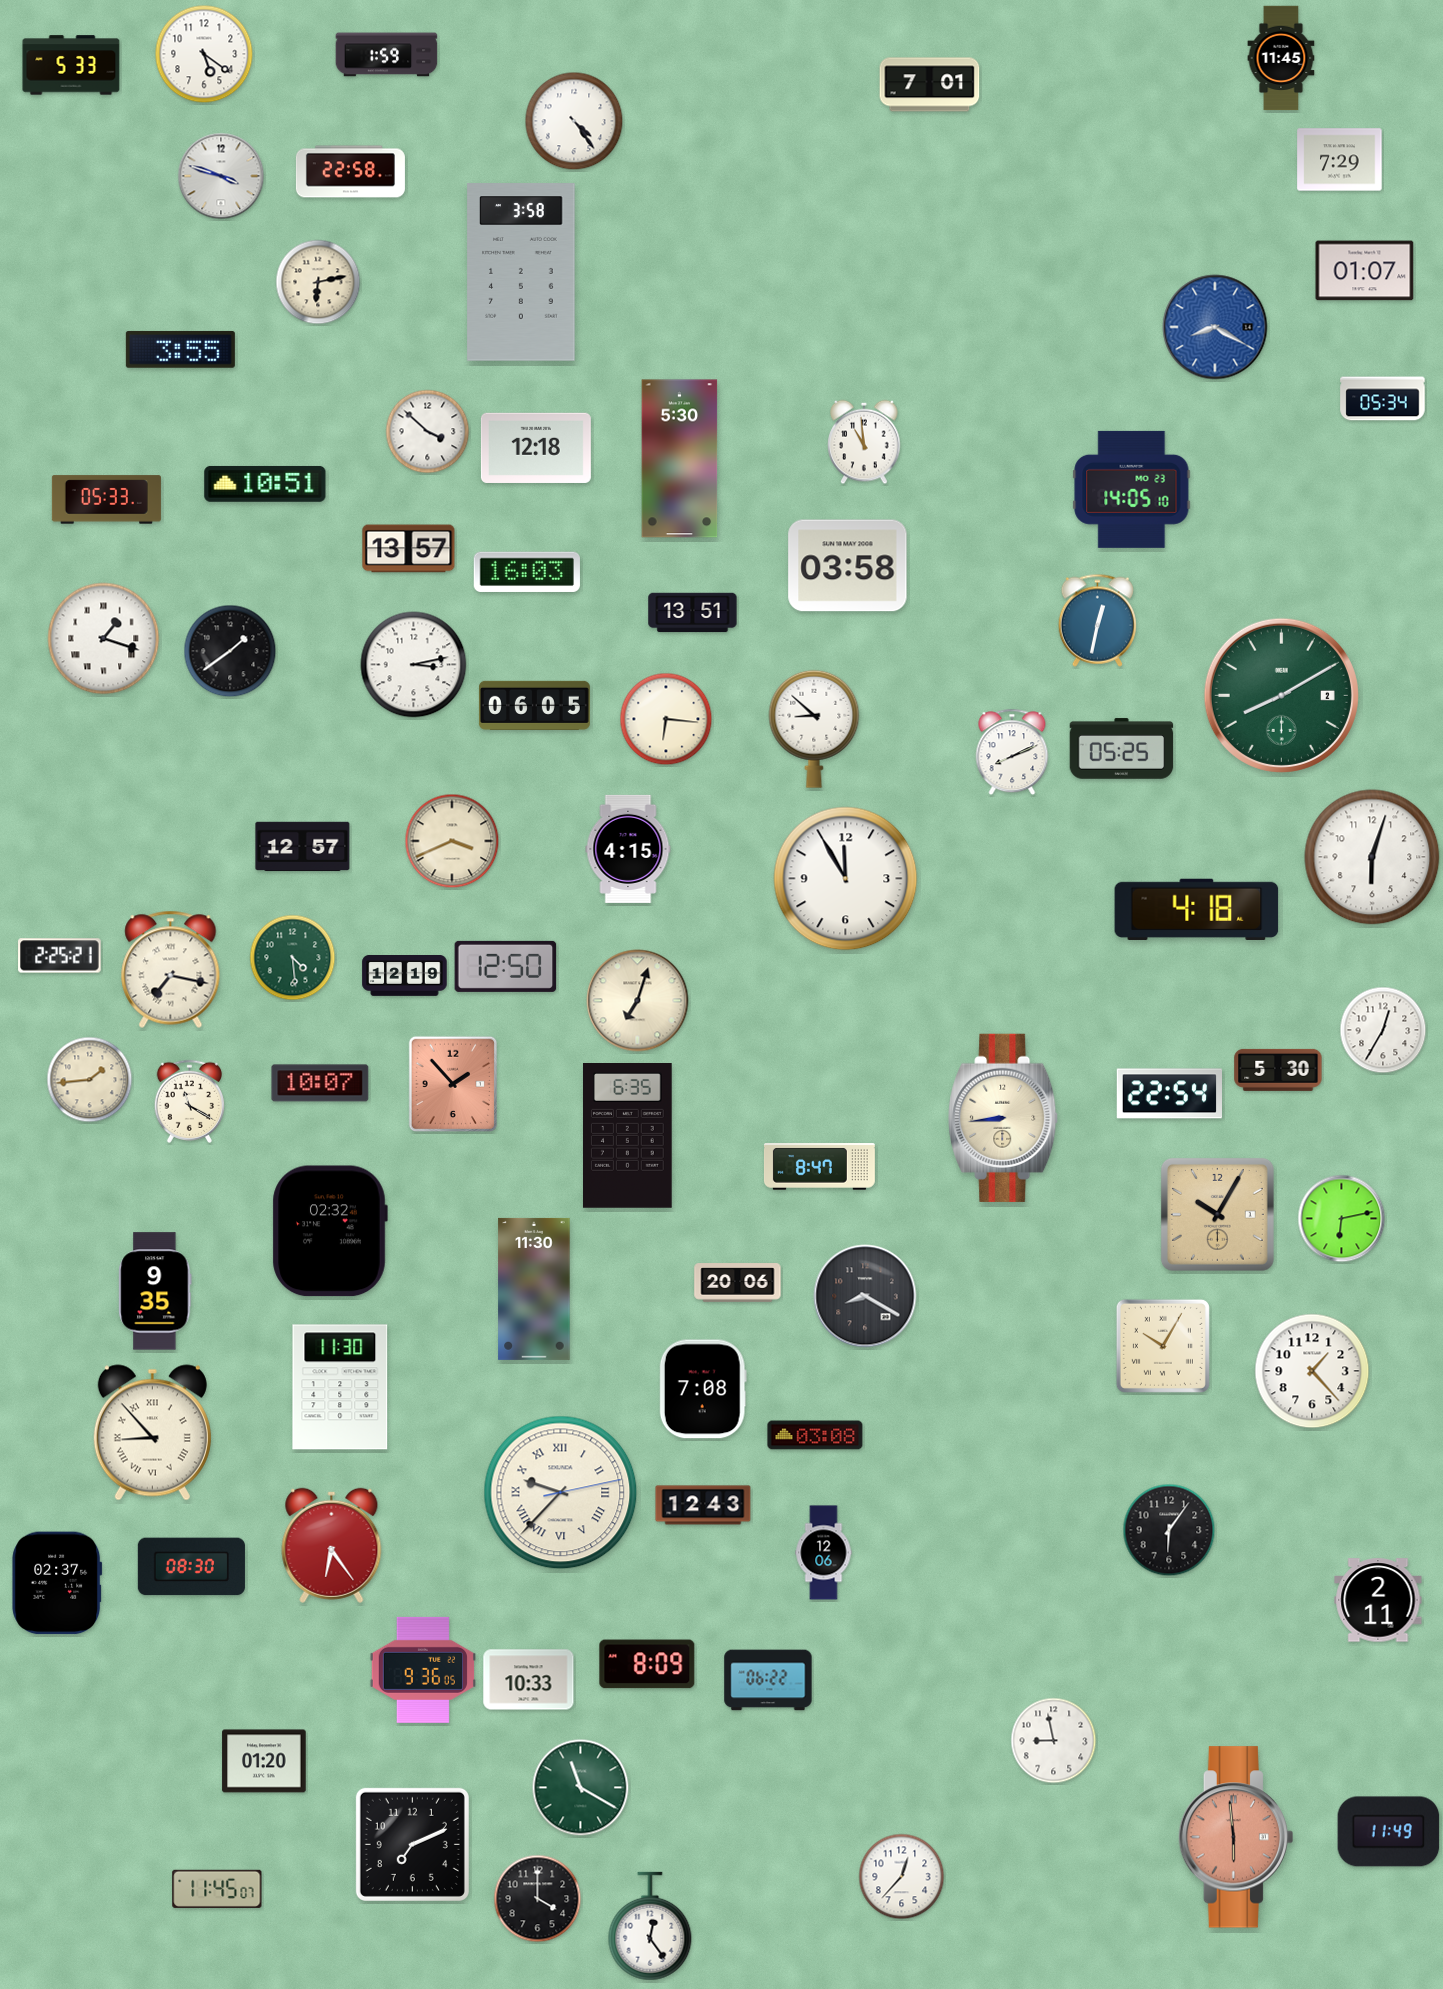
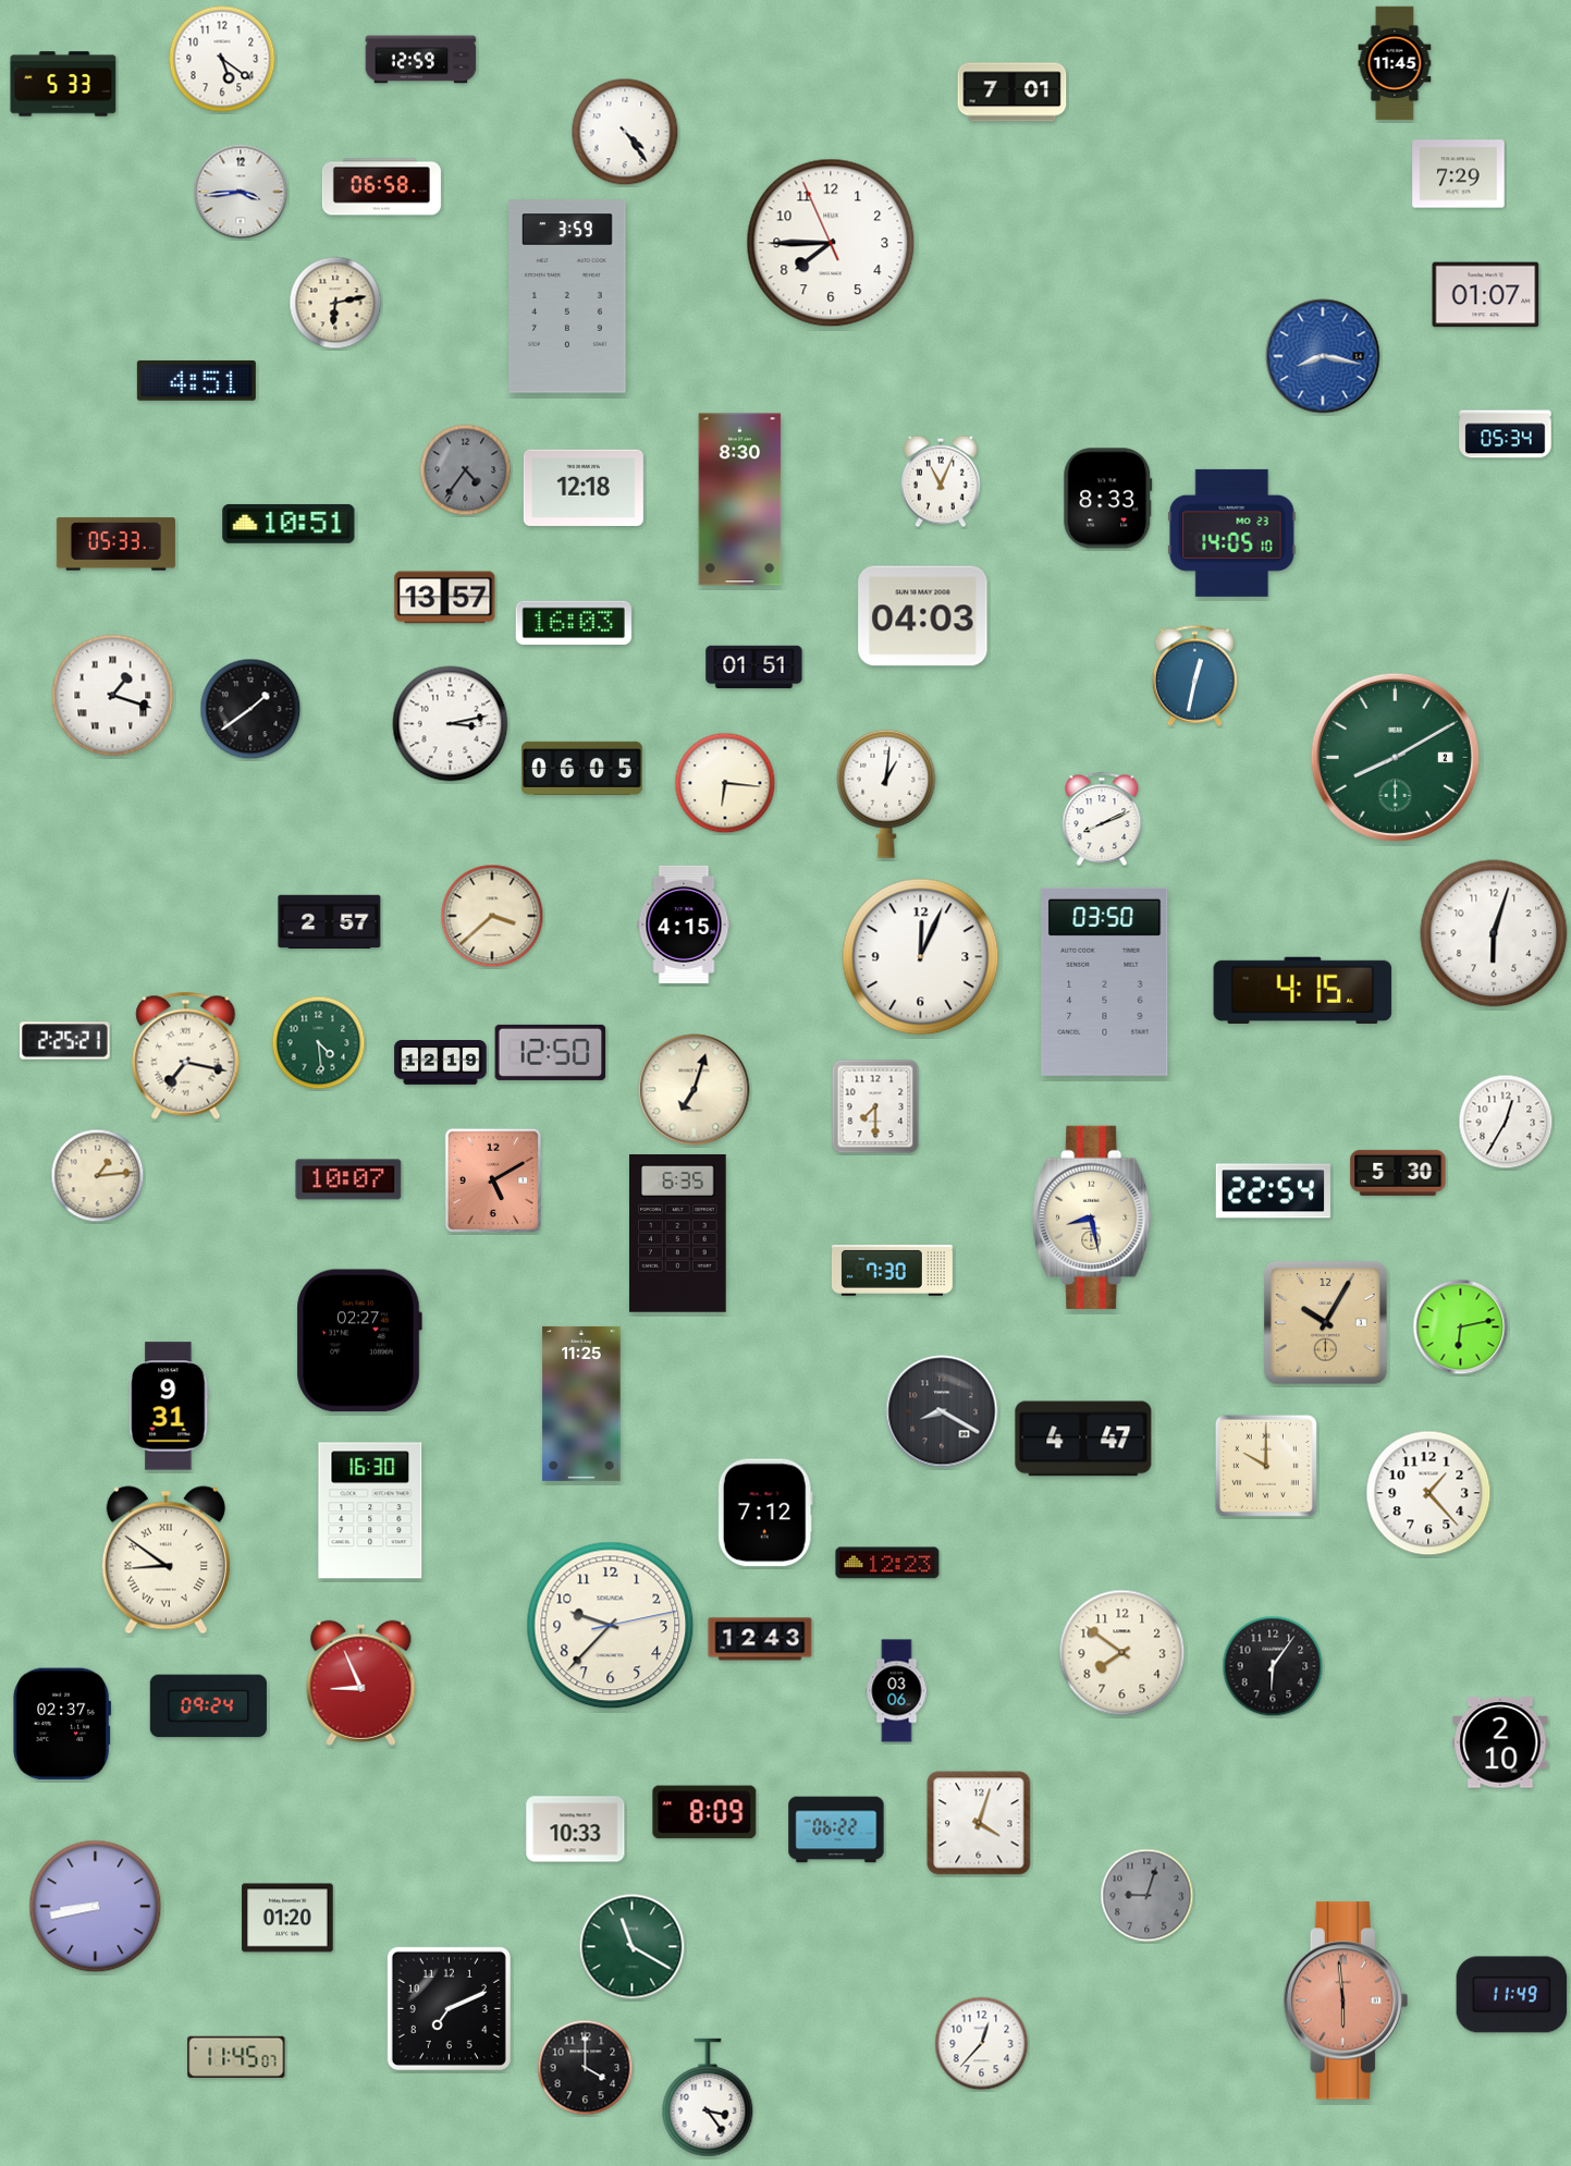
clock at (387, 55): 1:59 -> 12:59
clock at (71, 65) position: (71, 65) -> (63, 84)
clock at (350, 172): 22:58 -> 06:58
clock at (221, 176): 3:48 -> 3:44
clock at (831, 243): none -> 7:44
clock at (521, 272): 3:58 -> 3:59
clock at (318, 282) position: (318, 282) -> (335, 303)
clock at (1215, 327): 8:20 -> 8:17
clock at (180, 350): 3:55 -> 4:51
clock at (428, 432): 3:52 -> 4:36
clock at (428, 432) dial: white -> grey
clock at (864, 442): 10:59 -> 11:04
clock at (1108, 499): none -> 8:33
clock at (680, 459): 5:30 -> 8:30
clock at (265, 484) position: (265, 484) -> (289, 524)
clock at (848, 566): 03:58 -> 04:03
clock at (693, 613): 13:51 -> 01:51
clock at (814, 729): 8:52 -> 1:01
clock at (1122, 749): 05:25 -> none
clock at (452, 841): 3:41 -> 3:38
clock at (303, 847): 12:57 -> 2:57
clock at (846, 879): 11:55 -> 12:04
clock at (1105, 981): none -> 03:50
clock at (1197, 909): 4:18 -> 4:15
clock at (875, 1106): none -> 7:30
clock at (1278, 1070) position: (1278, 1070) -> (1398, 1173)
clock at (90, 1080): 1:44 -> 1:14
clock at (452, 1083): 1:53 -> 5:10
clock at (189, 1101): 11:20 -> none
clock at (1004, 1118): 8:44 -> 8:28
clock at (628, 1136) position: (628, 1136) -> (678, 1234)
clock at (819, 1167): 8:47 -> 7:30
clock at (330, 1231): 02:32 -> 02:27
clock at (738, 1283): 20:06 -> none
clock at (534, 1289): 11:30 -> 11:25
clock at (155, 1291): 9:35 -> 9:31
clock at (1083, 1439): none -> 4:47
clock at (1163, 1346): 10:05 -> 10:00
clock at (340, 1387): 11:30 -> 16:30
clock at (703, 1389): 7:08 -> 7:12
clock at (152, 1433): 8:53 -> 8:51
clock at (815, 1435): 03:08 -> 12:23
clock at (561, 1493) numerals: Roman -> Arabic
clock at (703, 1505) position: (703, 1505) -> (760, 1639)
clock at (1122, 1653): none -> 7:51
clock at (332, 1545): 6:24 -> 8:56
clock at (824, 1553): 12:06 -> 03:06
clock at (191, 1567): 08:30 -> 09:24
clock at (1378, 1600): 2:11 -> 2:10
clock at (423, 1670): 9:36 -> none
clock at (979, 1823): none -> 4:03
clock at (1054, 1741): 8:58 -> 9:03
clock at (1054, 1741) dial: white -> grey
clock at (96, 1907): none -> 8:43
clock at (650, 1926): 12:24 -> 3:24
